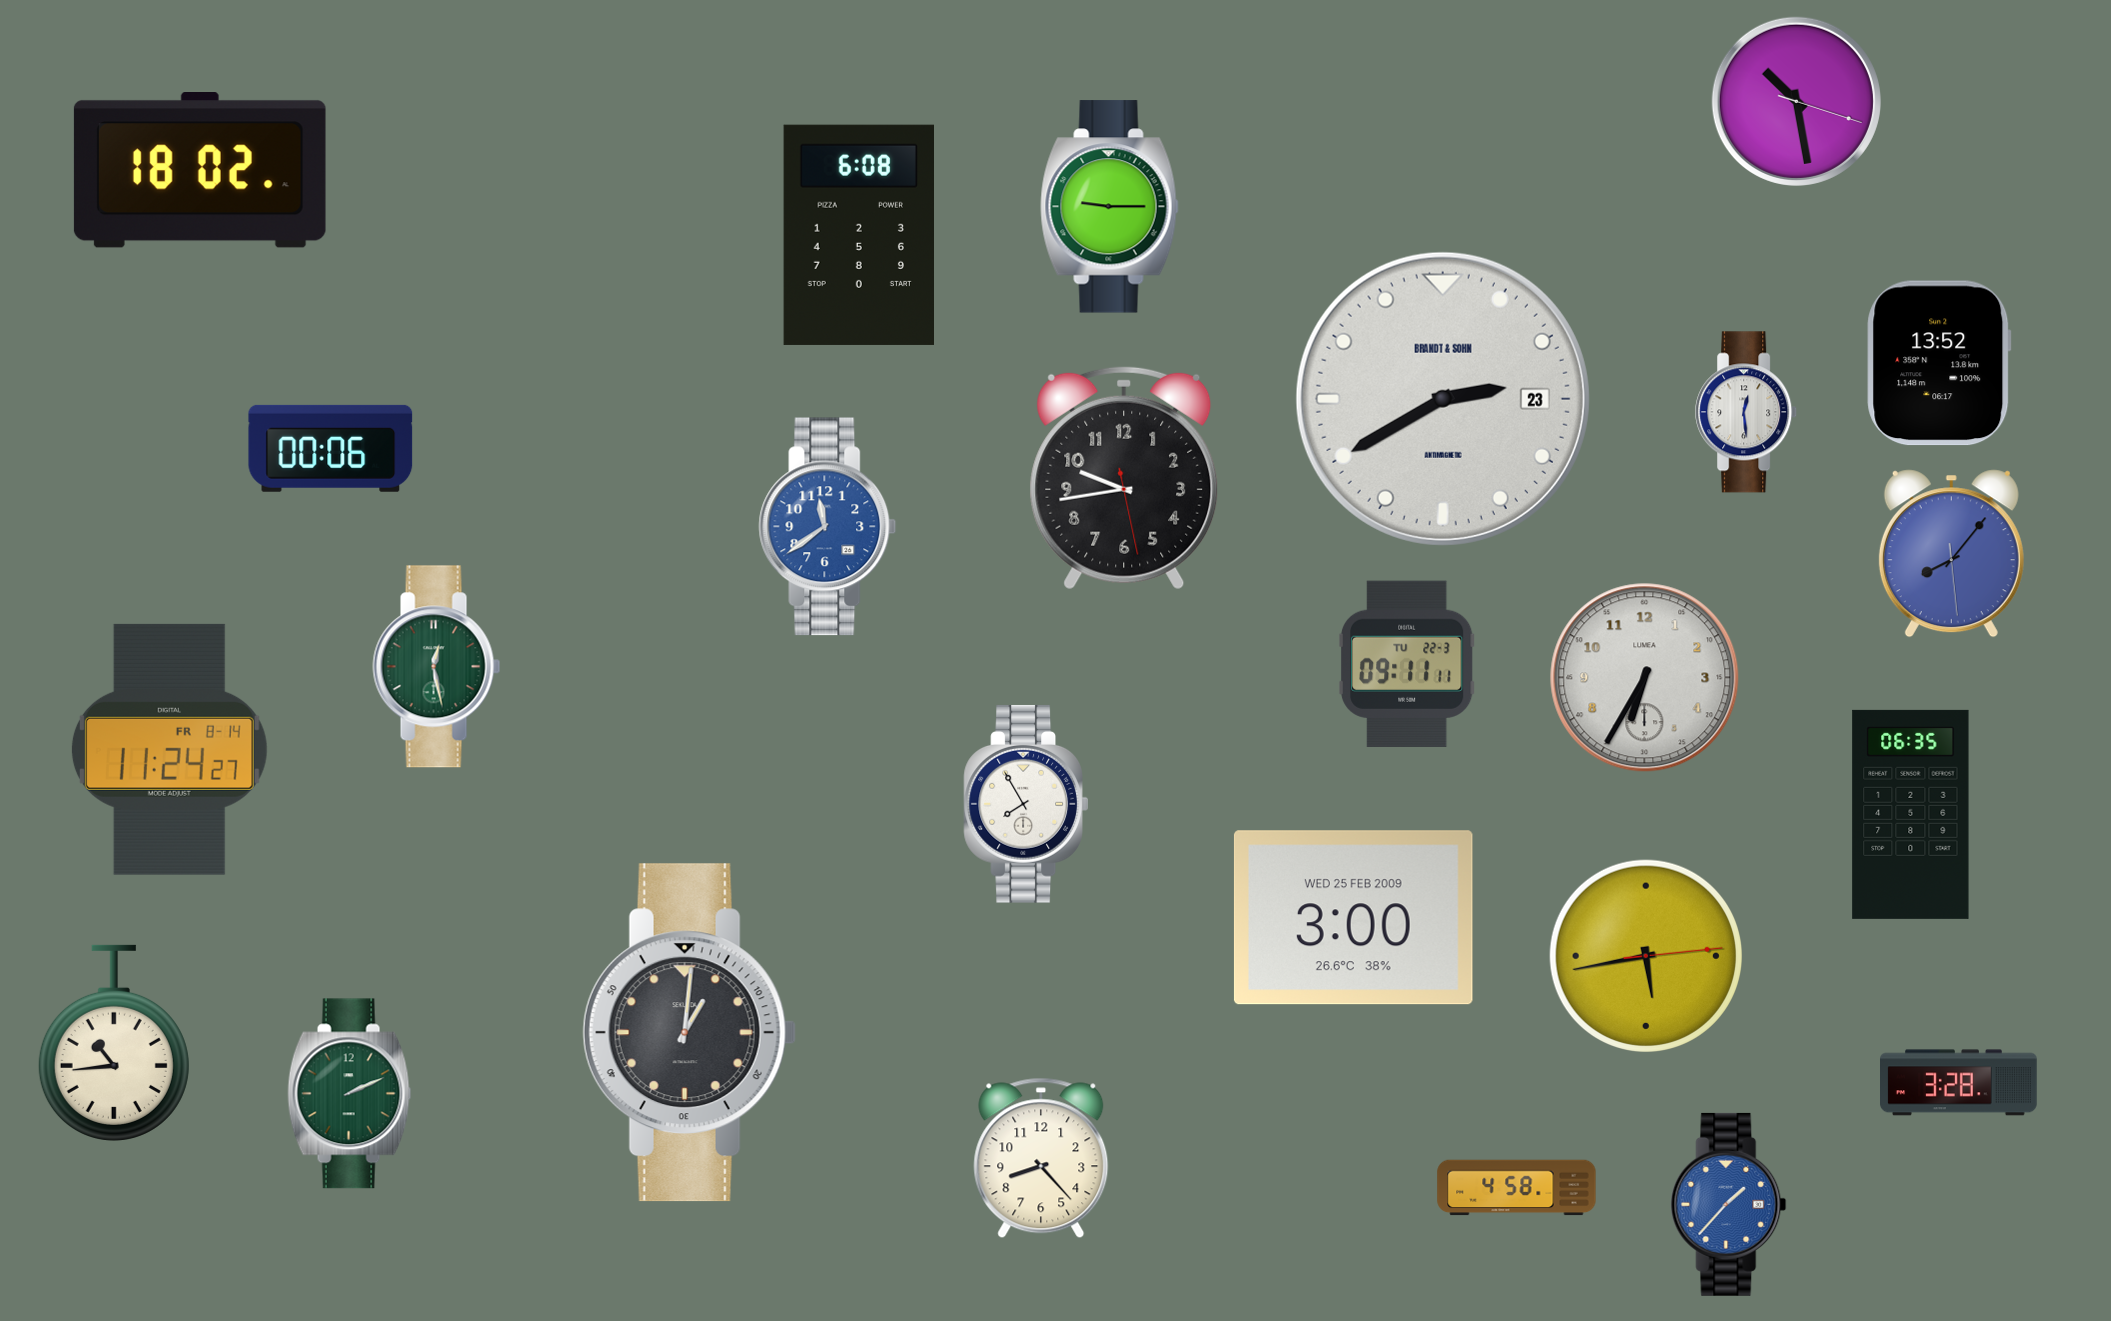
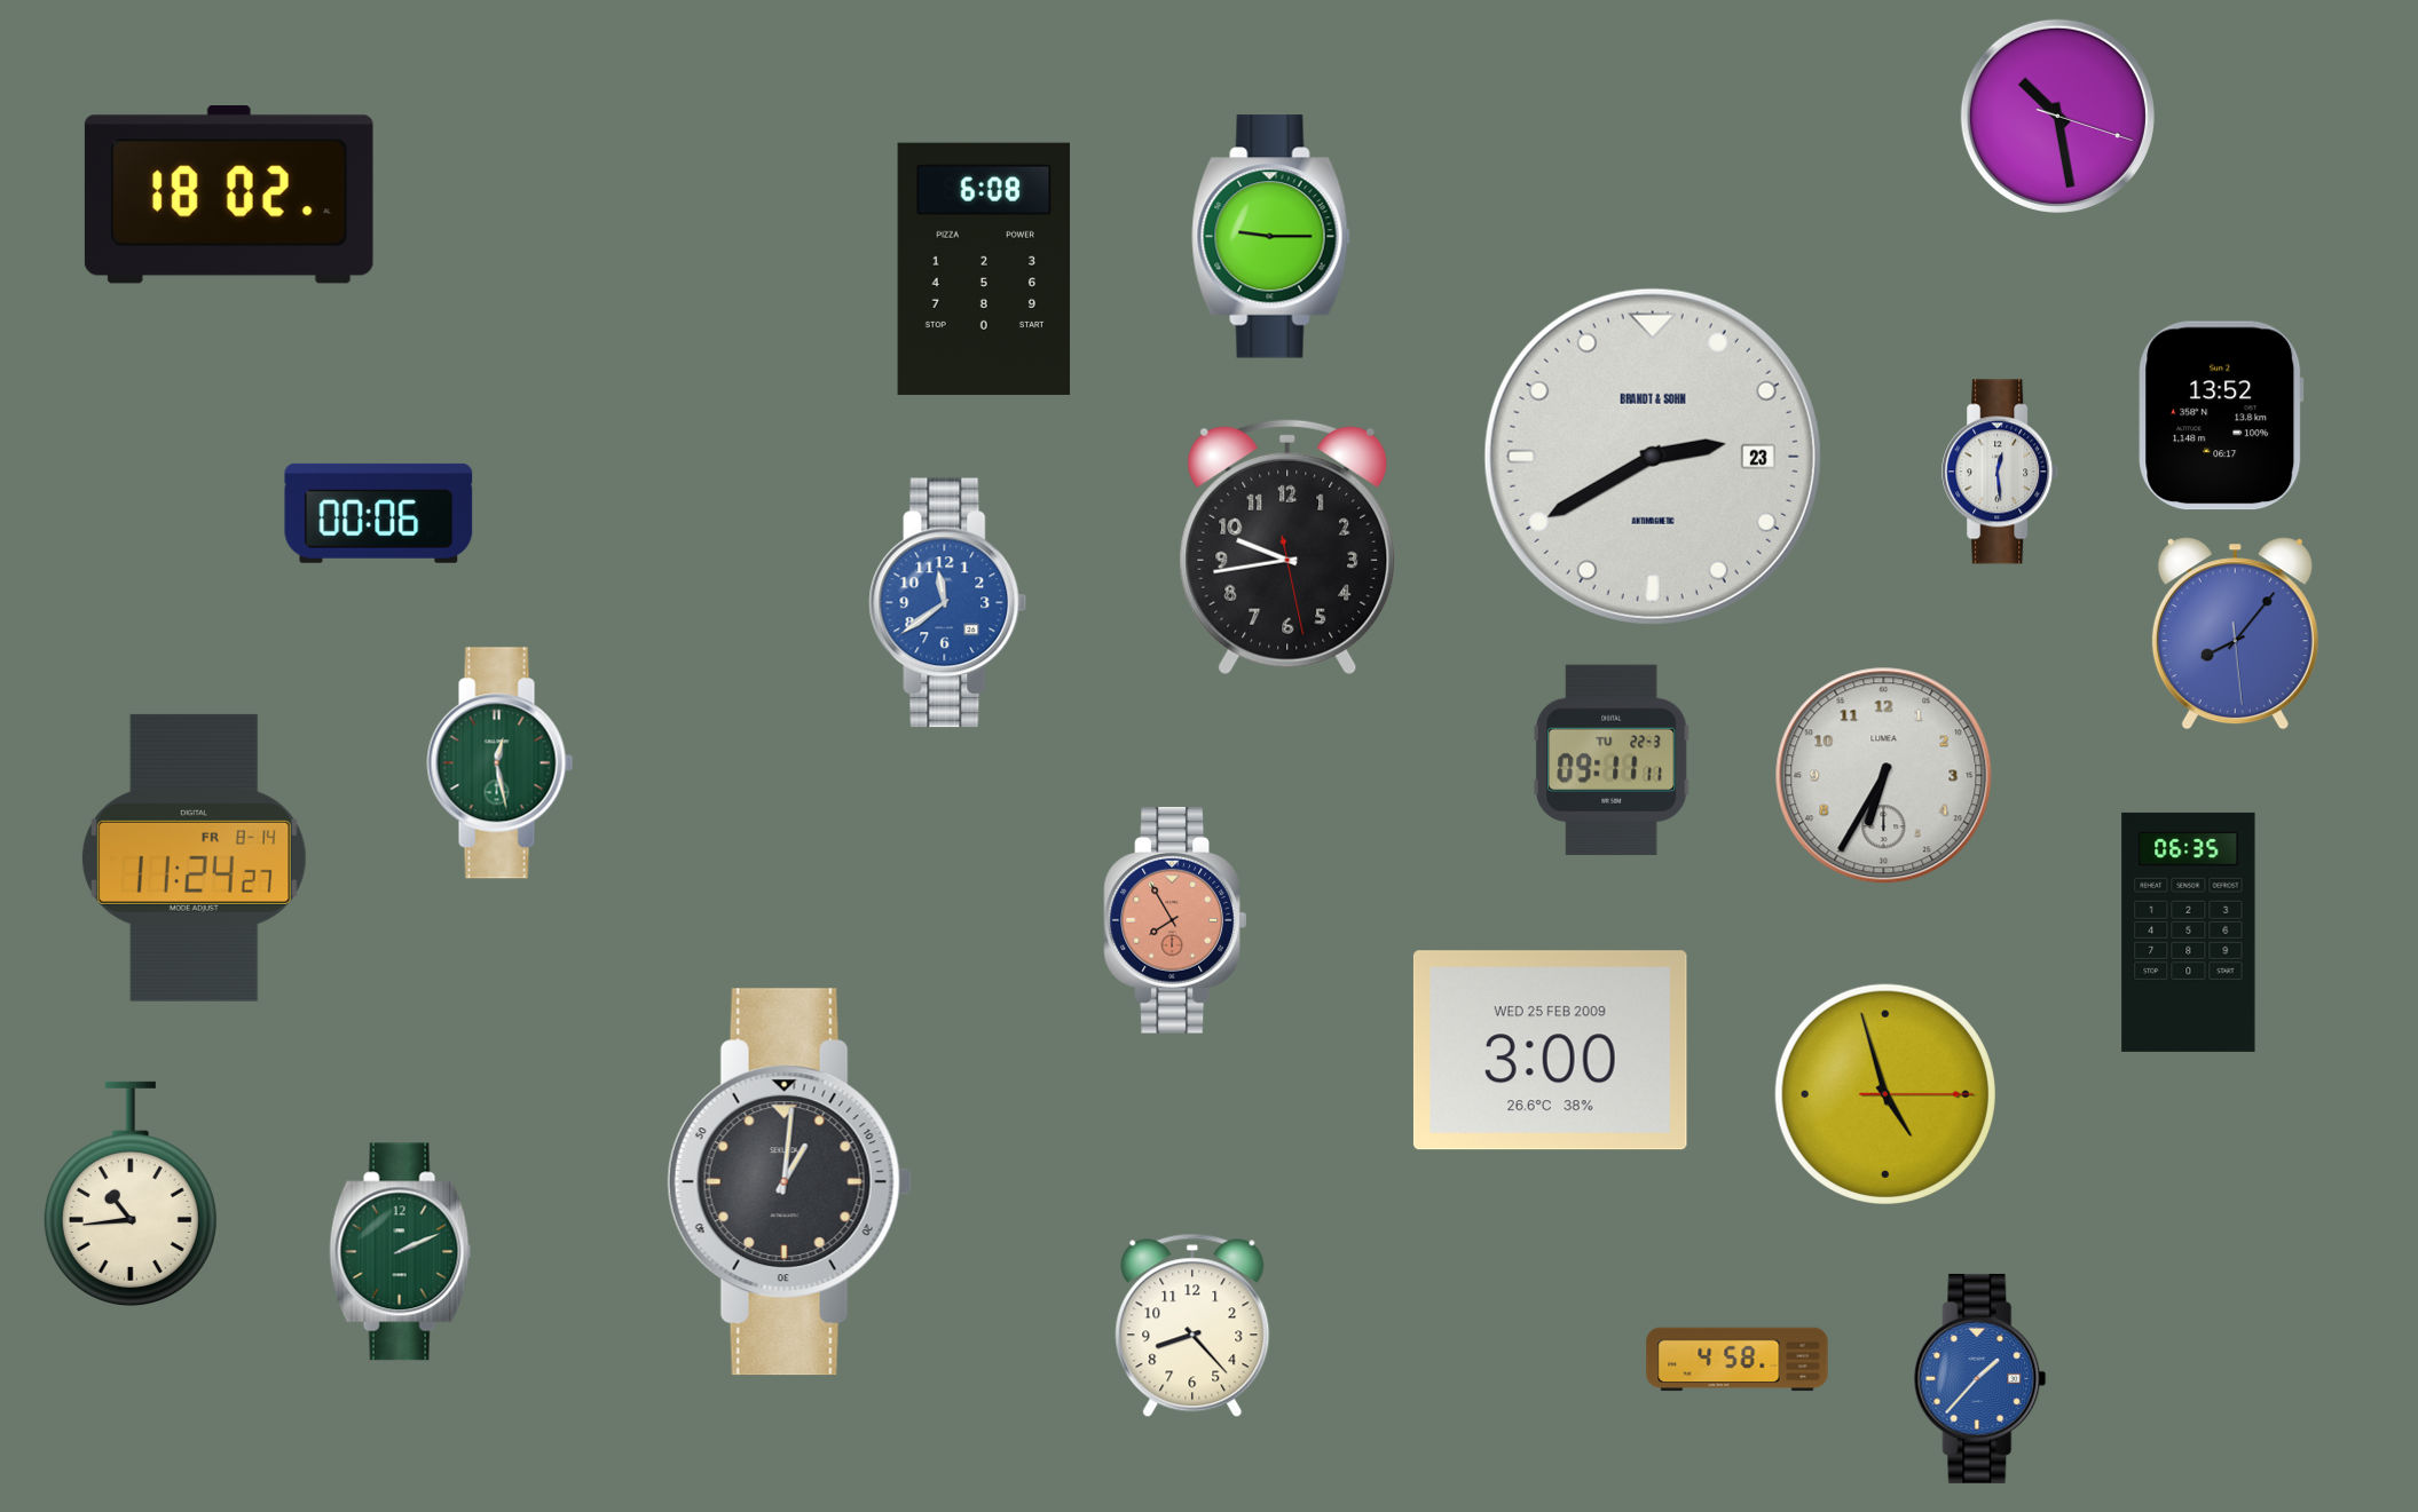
clock at (1025, 804) dial: white -> salmon
clock at (1645, 955): 5:43 -> 4:57
clock at (1959, 1083): 3:28 -> none
